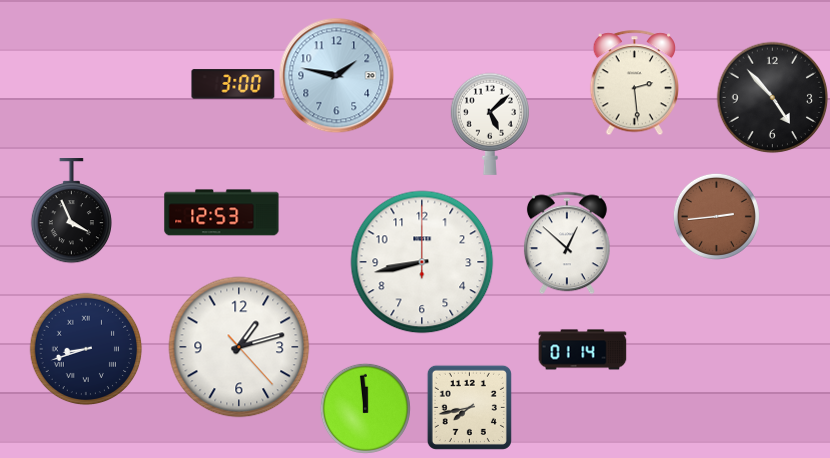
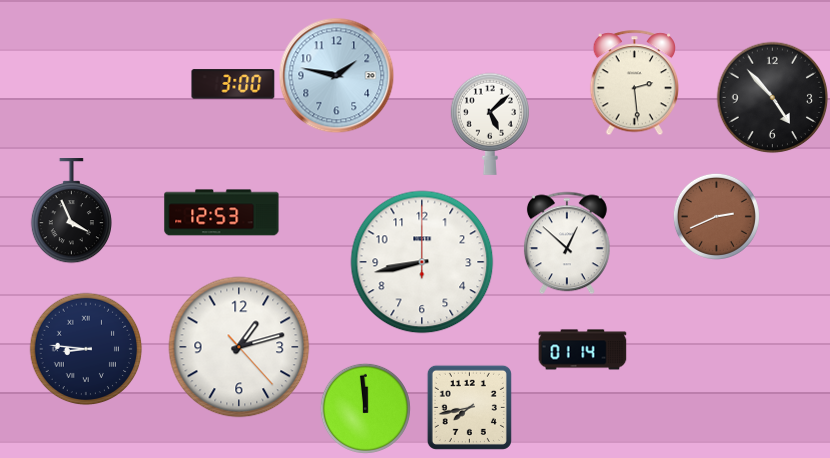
clock at (716, 216): 2:44 -> 2:41
clock at (86, 349): 8:42 -> 8:46
